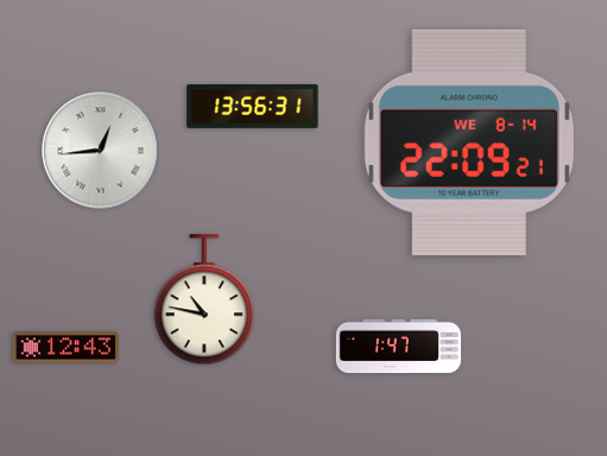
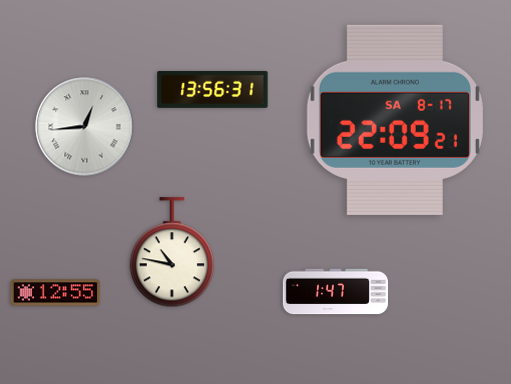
clock at (469, 142) date: WE 8-14 -> SA 8-17
clock at (67, 348): 12:43 -> 12:55
